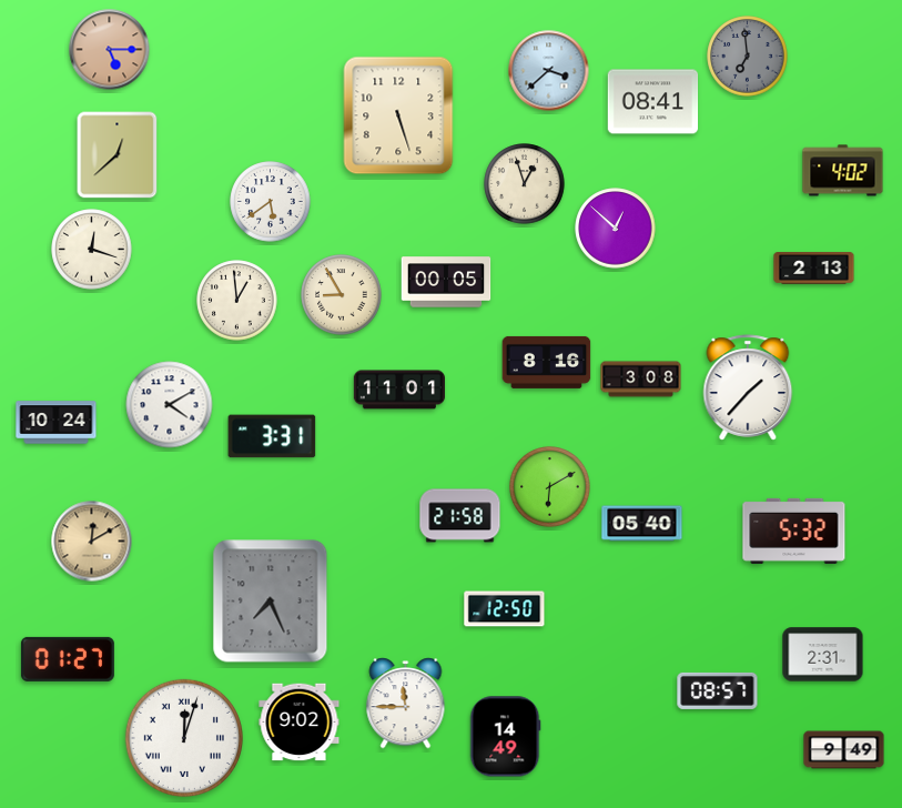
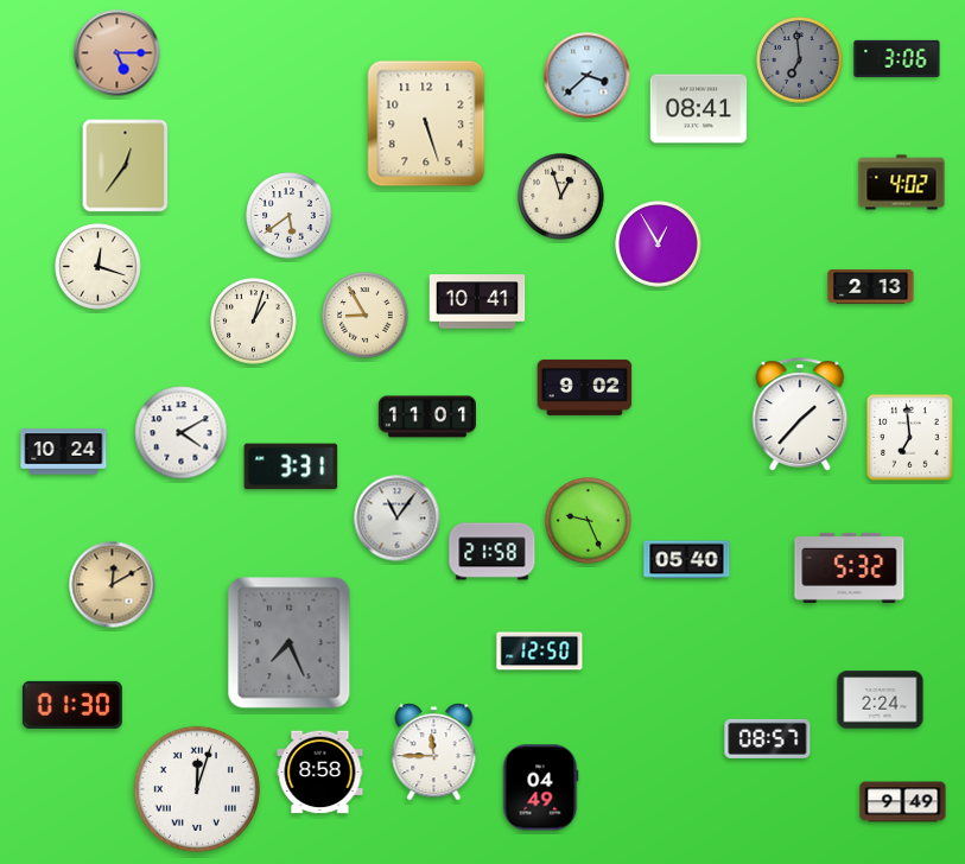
clock at (897, 58): none -> 3:06
clock at (118, 155): 12:38 -> 12:36
clock at (616, 229): 12:52 -> 12:55
clock at (446, 282): 00:05 -> 10:41
clock at (237, 301): 12:59 -> 1:03
clock at (547, 362): 8:16 -> 9:02
clock at (641, 380): 3:08 -> none
clock at (910, 438): none -> 6:59
clock at (57, 423) position: (57, 423) -> (64, 452)
clock at (398, 519): none -> 11:06
clock at (550, 487): 6:10 -> 9:26
clock at (92, 542) position: (92, 542) -> (113, 585)
clock at (823, 655): 2:31 -> 2:24
clock at (68, 659): 01:27 -> 01:30
clock at (300, 723): 9:02 -> 8:58
clock at (505, 737): 14:49 -> 04:49
